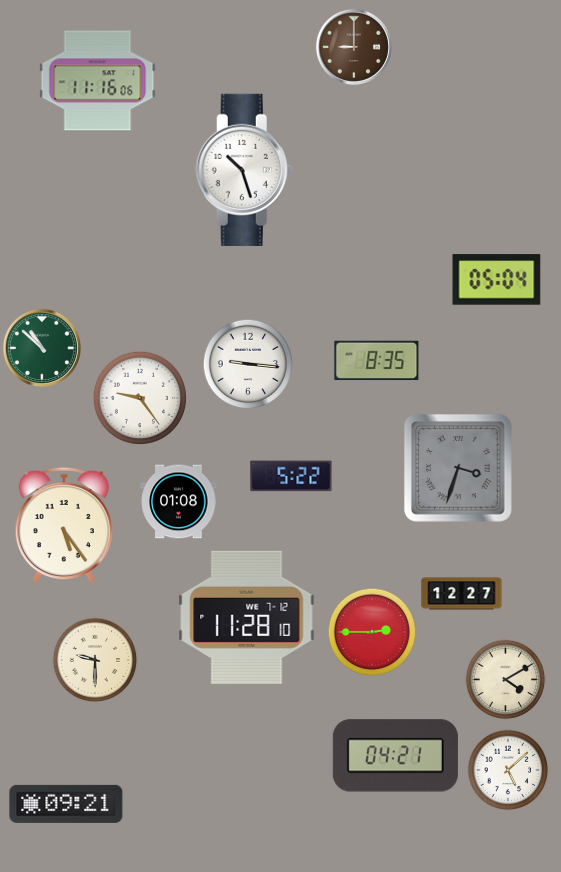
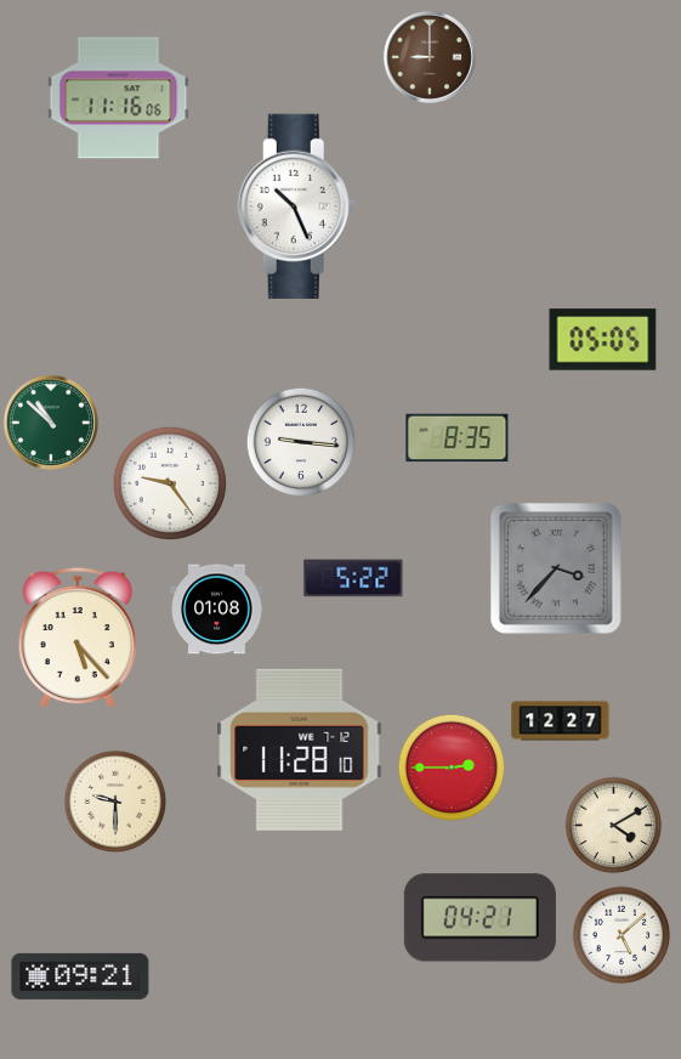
clock at (244, 170): 10:27 -> 10:26
clock at (497, 280): 05:04 -> 05:05
clock at (458, 468): 3:33 -> 3:37
clock at (64, 525): 5:24 -> 5:23
clock at (508, 770) position: (508, 770) -> (622, 935)
